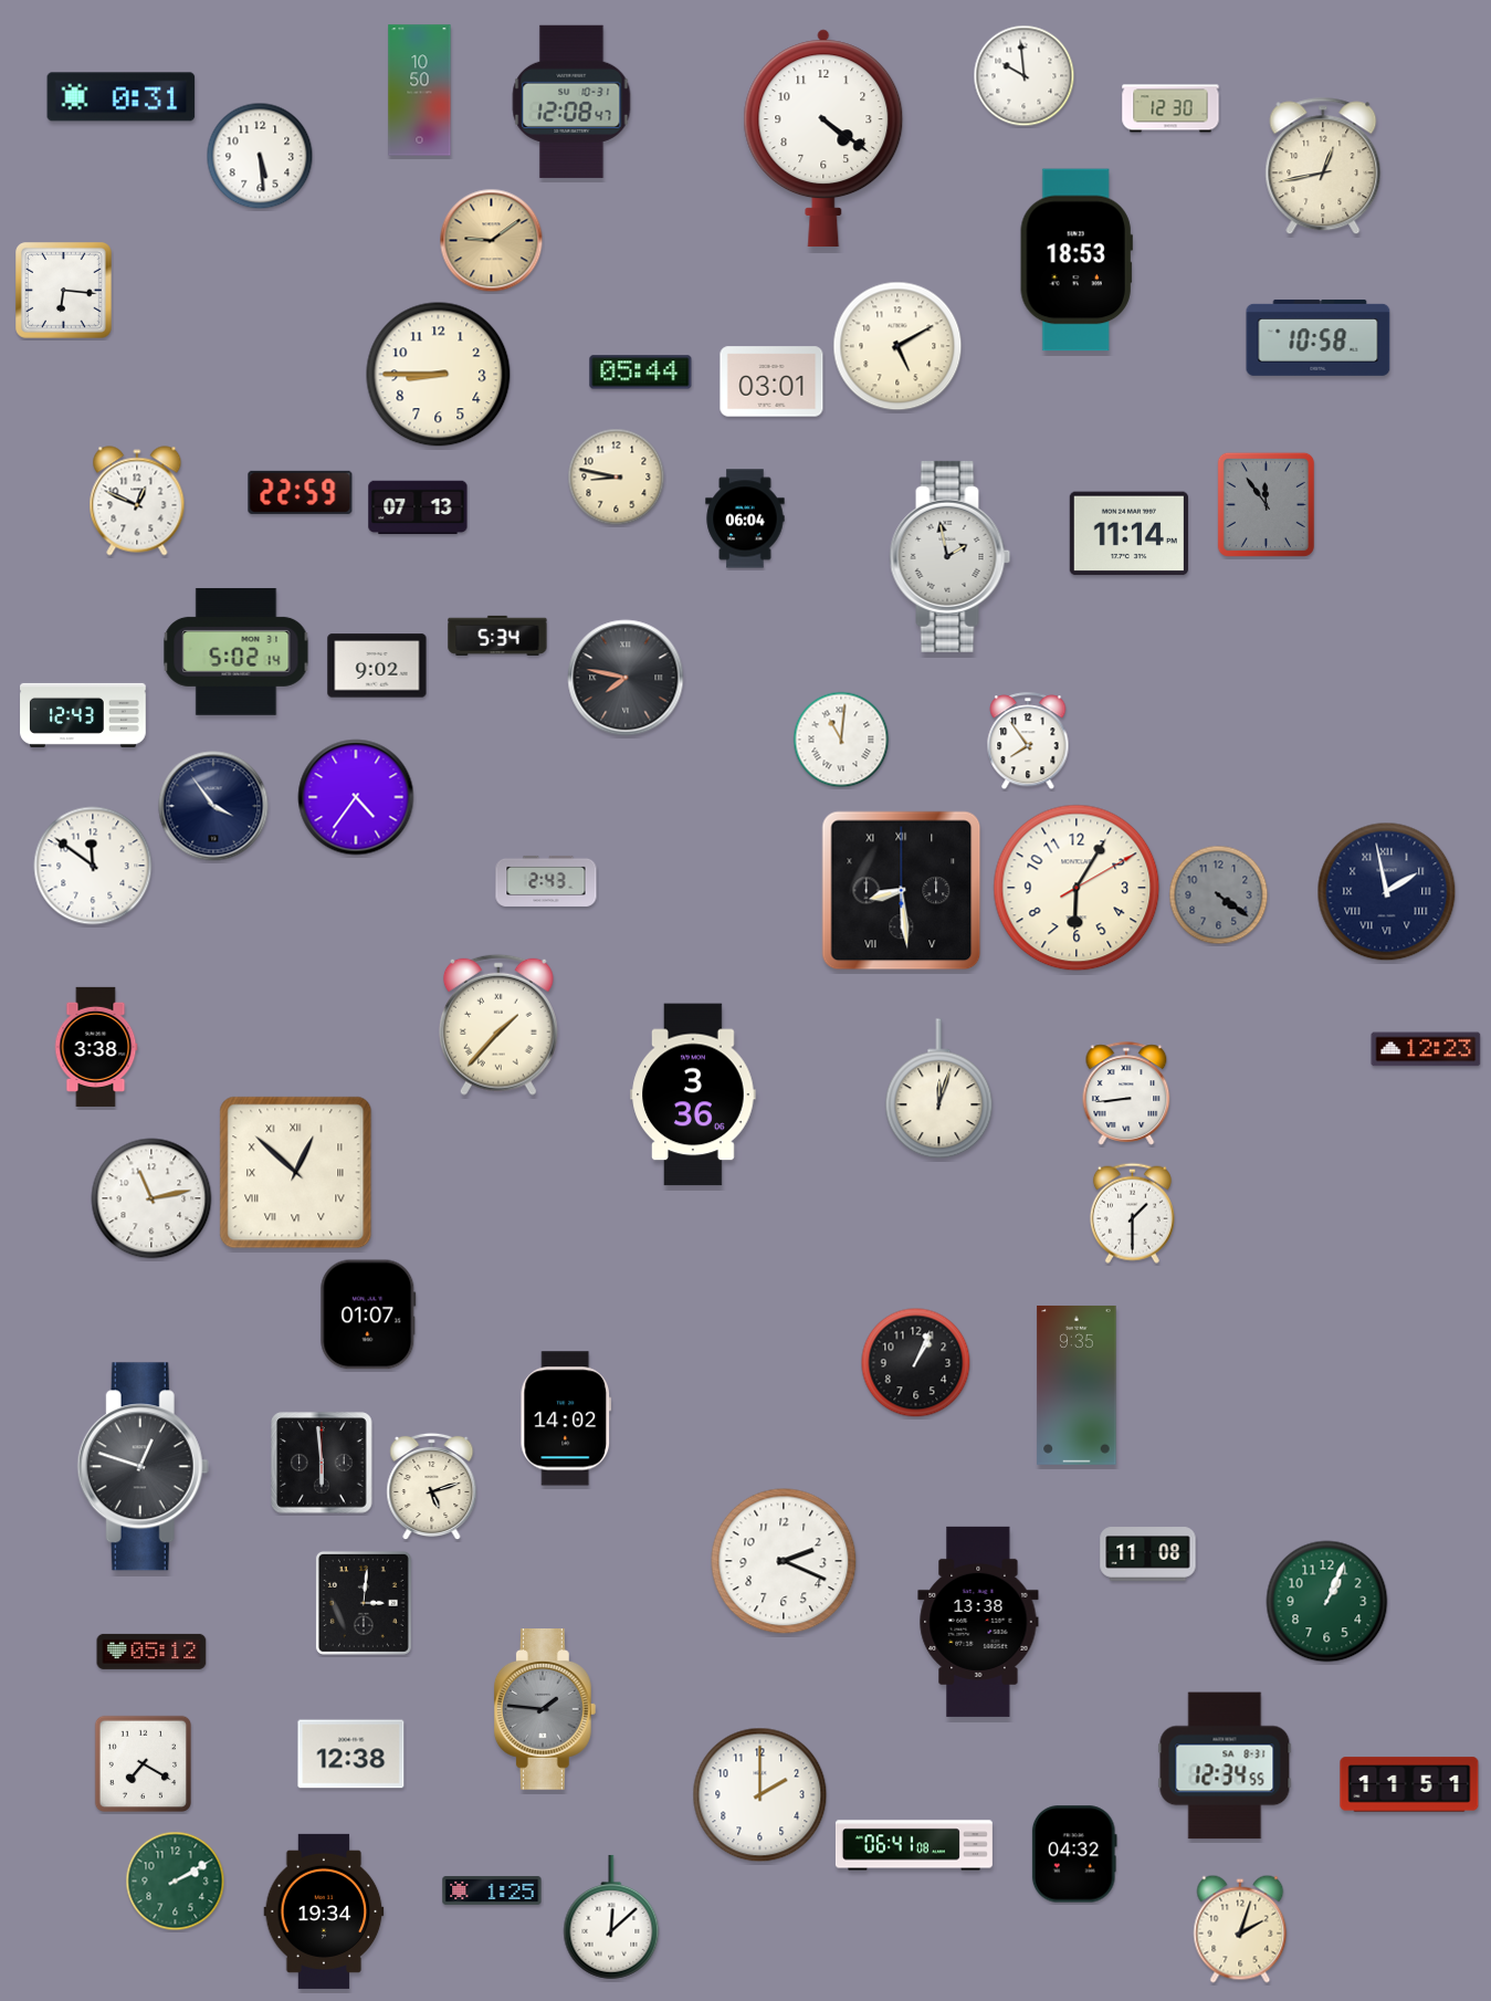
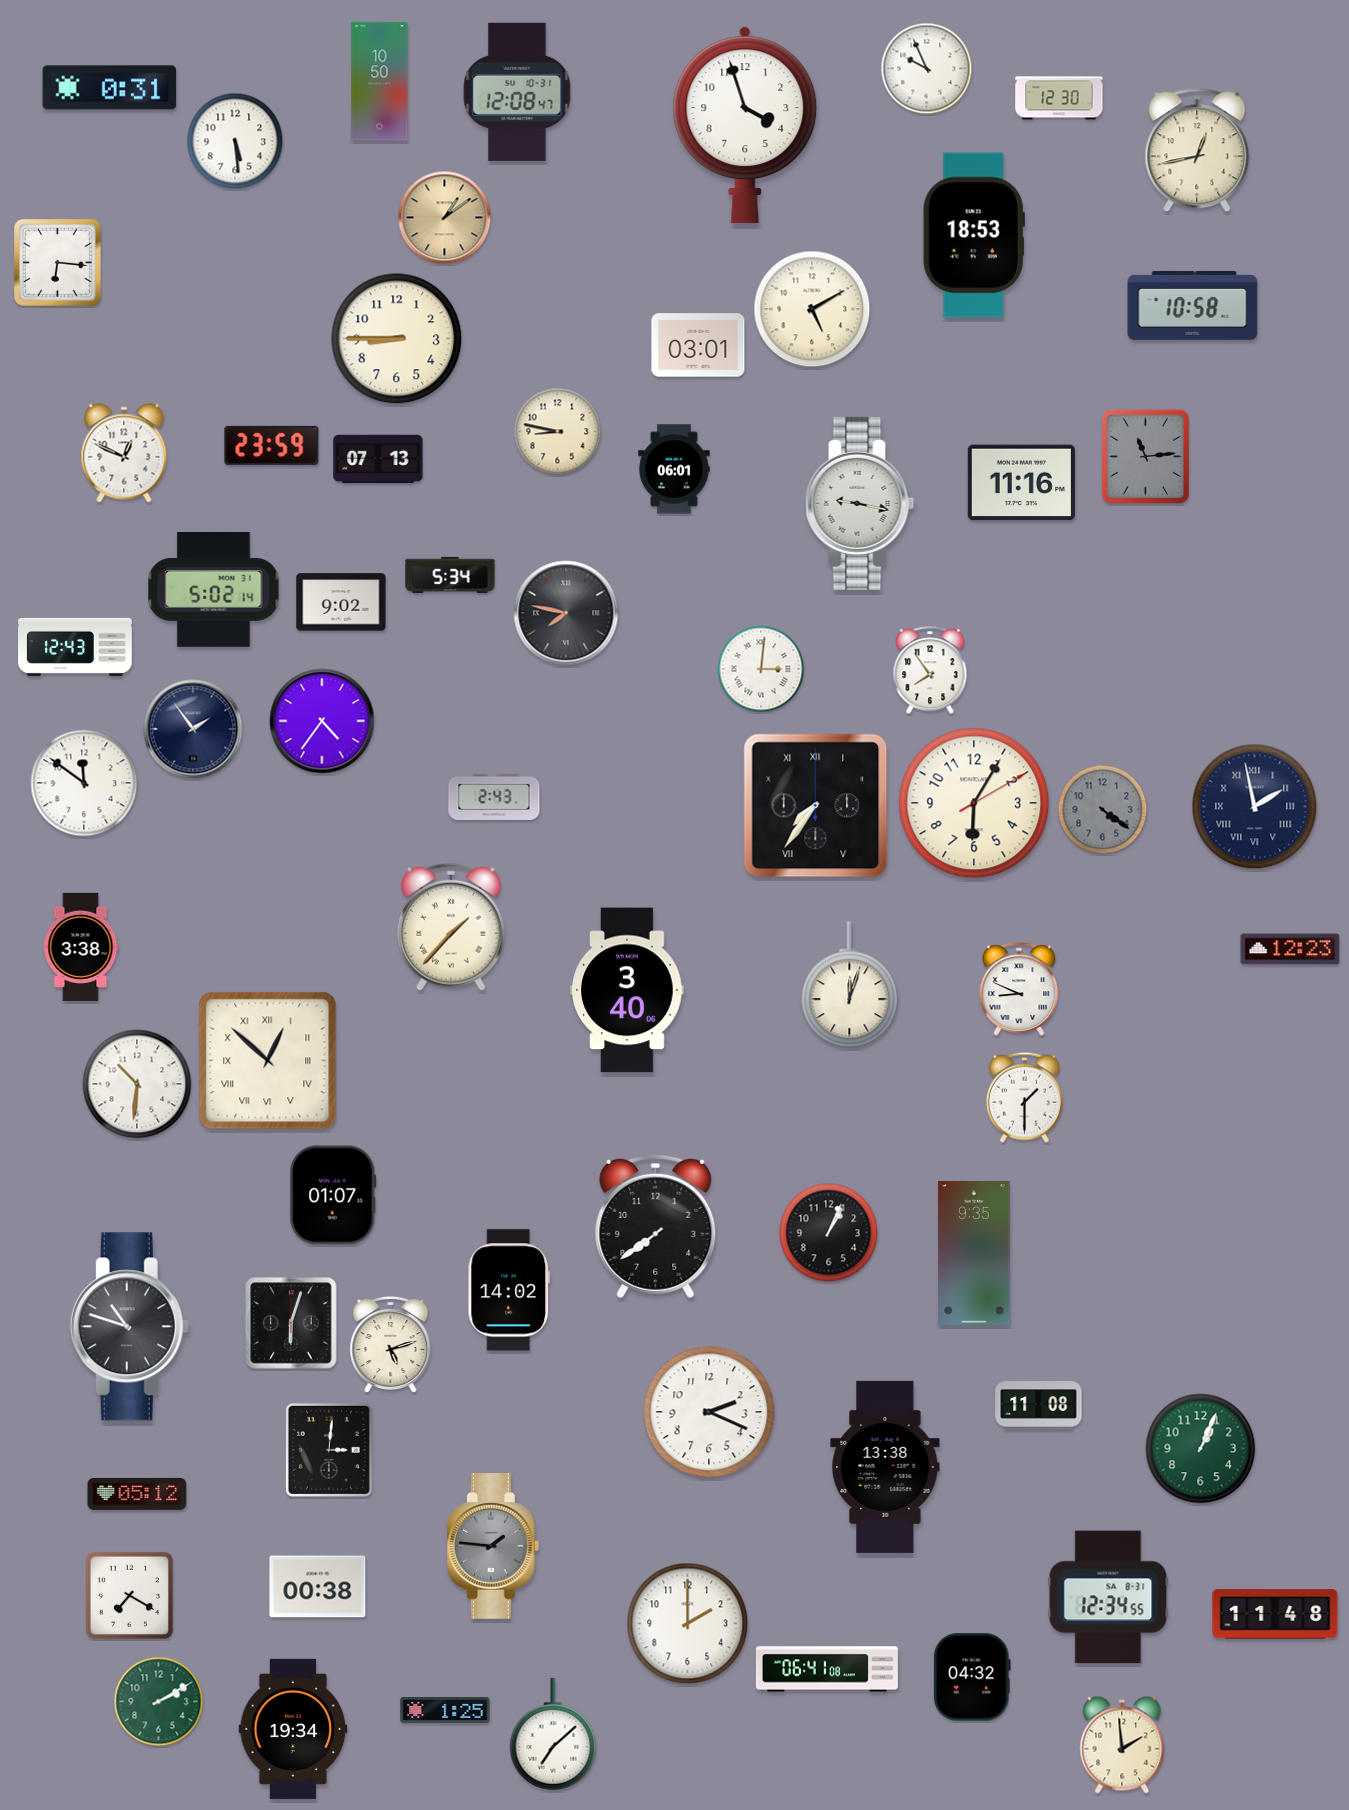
clock at (1025, 76): 9:59 -> 9:56
clock at (823, 138): 4:21 -> 3:57
clock at (492, 241): 9:09 -> 1:09
clock at (897, 346) position: (897, 346) -> (812, 309)
clock at (641, 373): 05:44 -> none
clock at (301, 492): 22:59 -> 23:59
clock at (1266, 504): 11:54 -> 11:14
clock at (745, 518): 06:04 -> 06:01
clock at (1128, 534): 11:14 -> 11:16
clock at (951, 556): 1:58 -> 9:17
clock at (841, 740): 11:01 -> 3:01
clock at (213, 806): 3:54 -> 1:54
clock at (902, 891): 8:29 -> 7:36
clock at (96, 1047) position: (96, 1047) -> (81, 947)
clock at (1126, 1093): 8:44 -> 8:49
clock at (693, 1094): 3:36 -> 3:40
clock at (151, 1198): 11:13 -> 10:31
clock at (368, 1314) position: (368, 1314) -> (333, 1195)
clock at (656, 1227): none -> 7:39
clock at (566, 1418) position: (566, 1418) -> (509, 1290)
clock at (322, 1463): 5:59 -> 6:03
clock at (143, 1467): 12:48 -> 10:48
clock at (351, 1754): 12:38 -> 00:38
clock at (1409, 1784): 11:51 -> 11:48
clock at (611, 1917): 12:08 -> 7:08
clock at (1240, 1929): 2:03 -> 1:59
